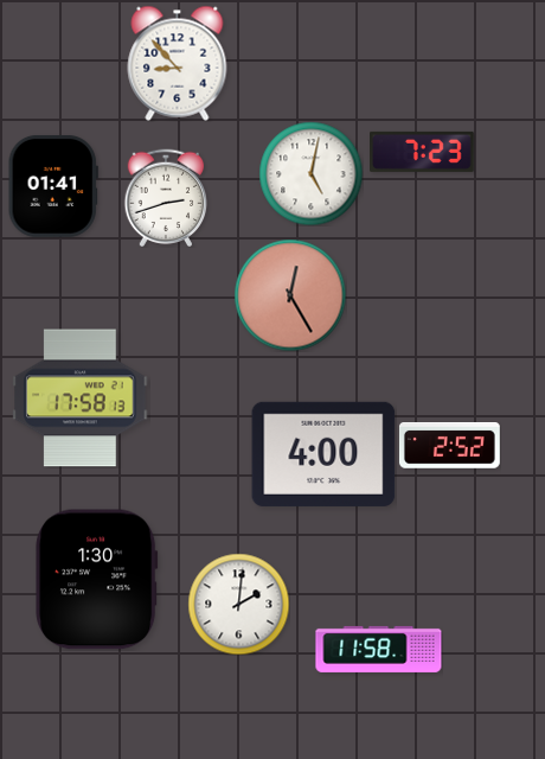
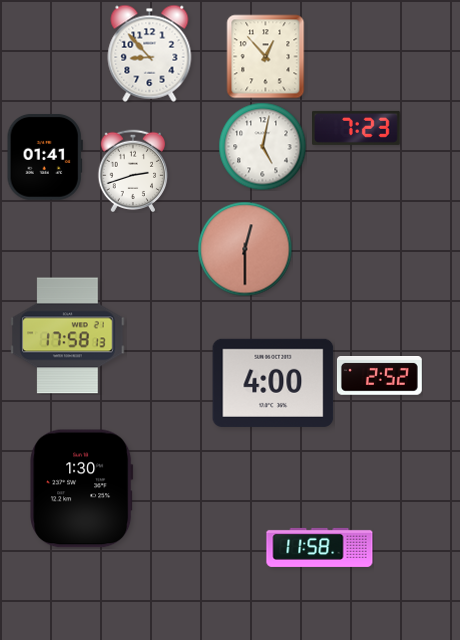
clock at (266, 56): none -> 12:53
clock at (166, 198) position: (166, 198) -> (133, 171)
clock at (290, 295): 12:25 -> 12:30
clock at (238, 604): 2:01 -> none
